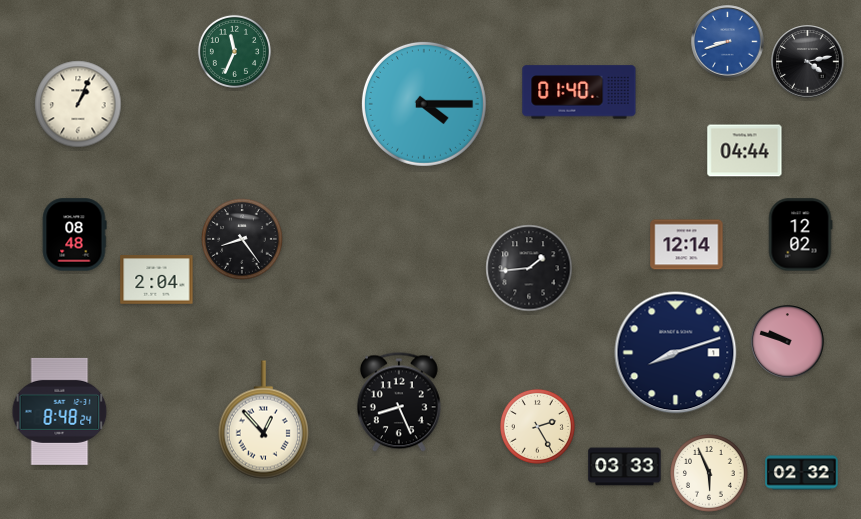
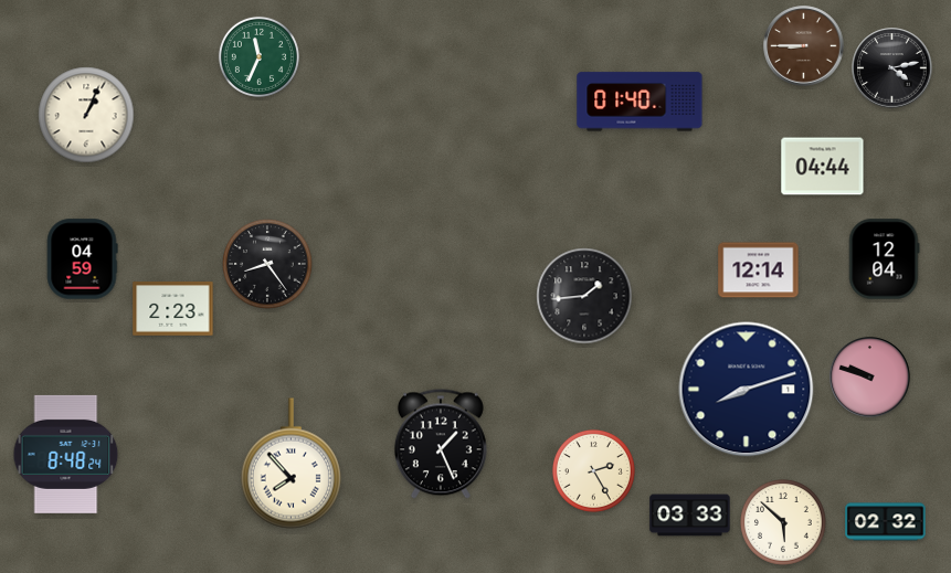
clock at (728, 42): 8:42 -> 8:45
clock at (728, 42) dial: blue -> brown
clock at (424, 104): 4:15 -> none
clock at (74, 235): 08:48 -> 04:59
clock at (800, 235): 12:02 -> 12:04
clock at (157, 280): 2:04 -> 2:23
clock at (399, 402): 8:26 -> 1:26
clock at (263, 420): 12:53 -> 7:53
clock at (710, 474): 5:56 -> 5:52
